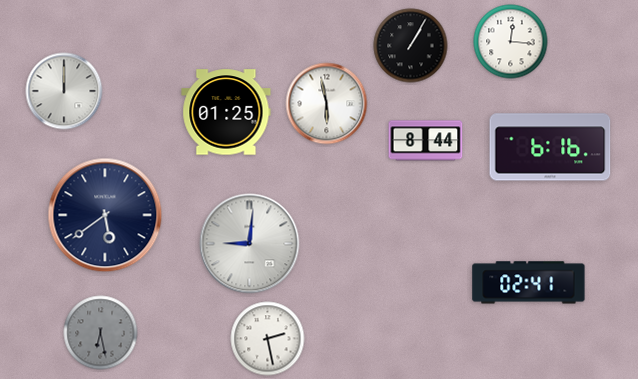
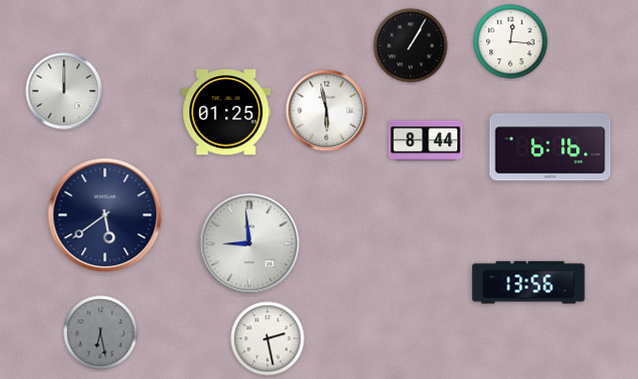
clock at (327, 104) position: (327, 104) -> (327, 111)
clock at (250, 244): 9:01 -> 8:59
clock at (529, 283): 02:41 -> 13:56
